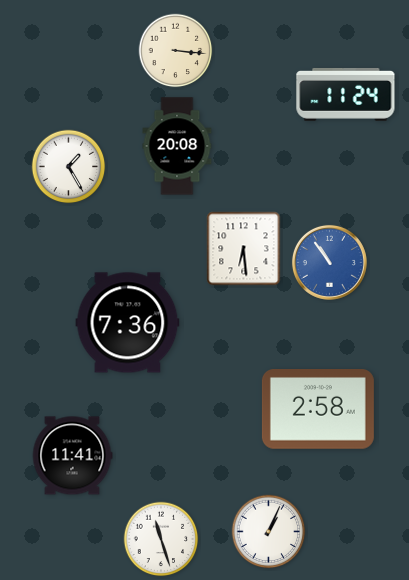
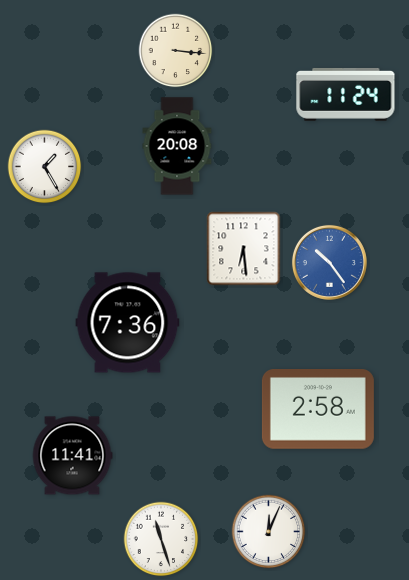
clock at (69, 167) position: (69, 167) -> (45, 167)
clock at (329, 262): 10:54 -> 10:24
clock at (269, 532): 1:04 -> 12:04
